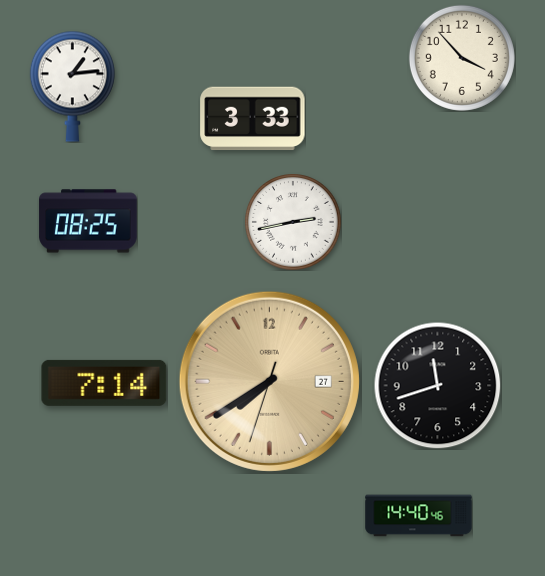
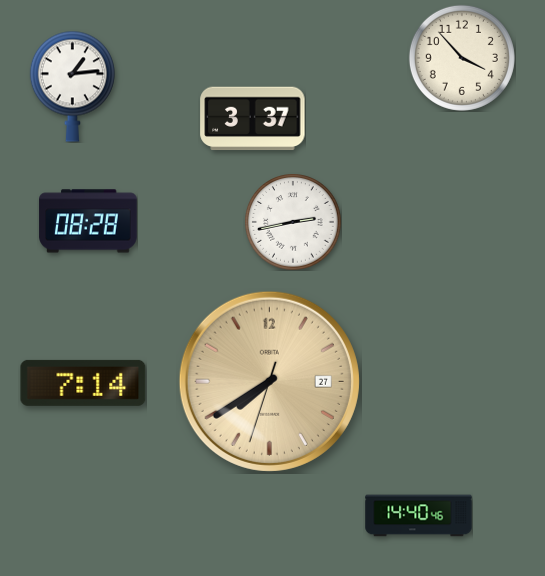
clock at (253, 119): 3:33 -> 3:37
clock at (88, 221): 08:25 -> 08:28
clock at (104, 383) position: (104, 383) -> (83, 383)
clock at (437, 385): 11:42 -> none
